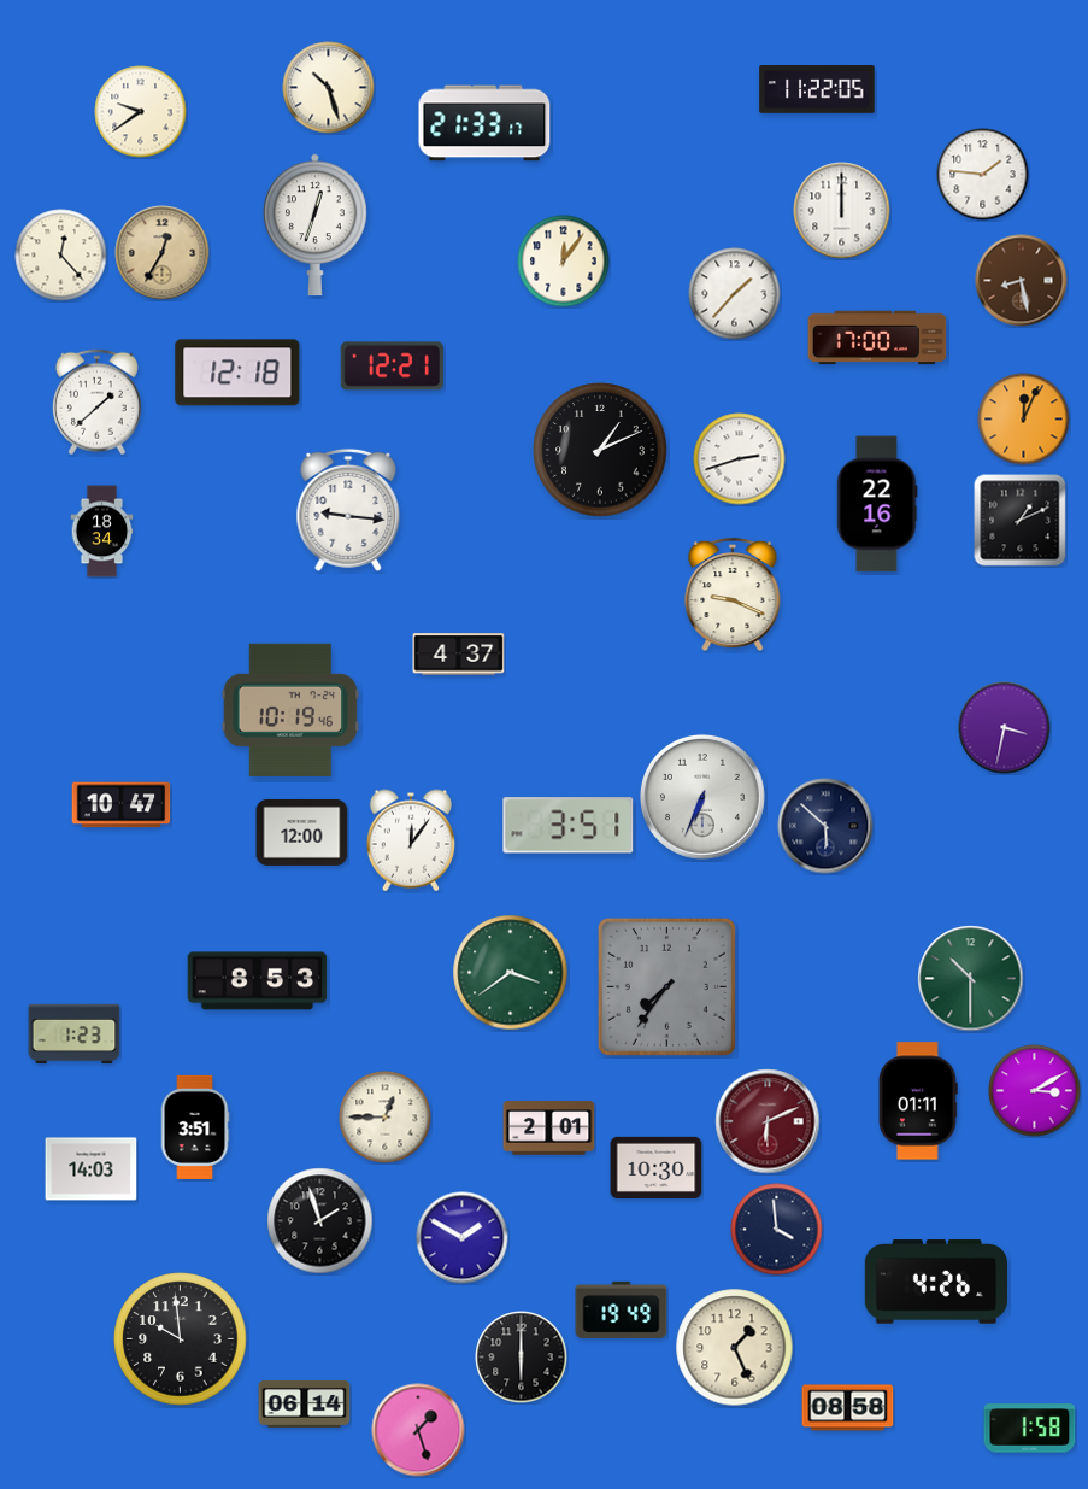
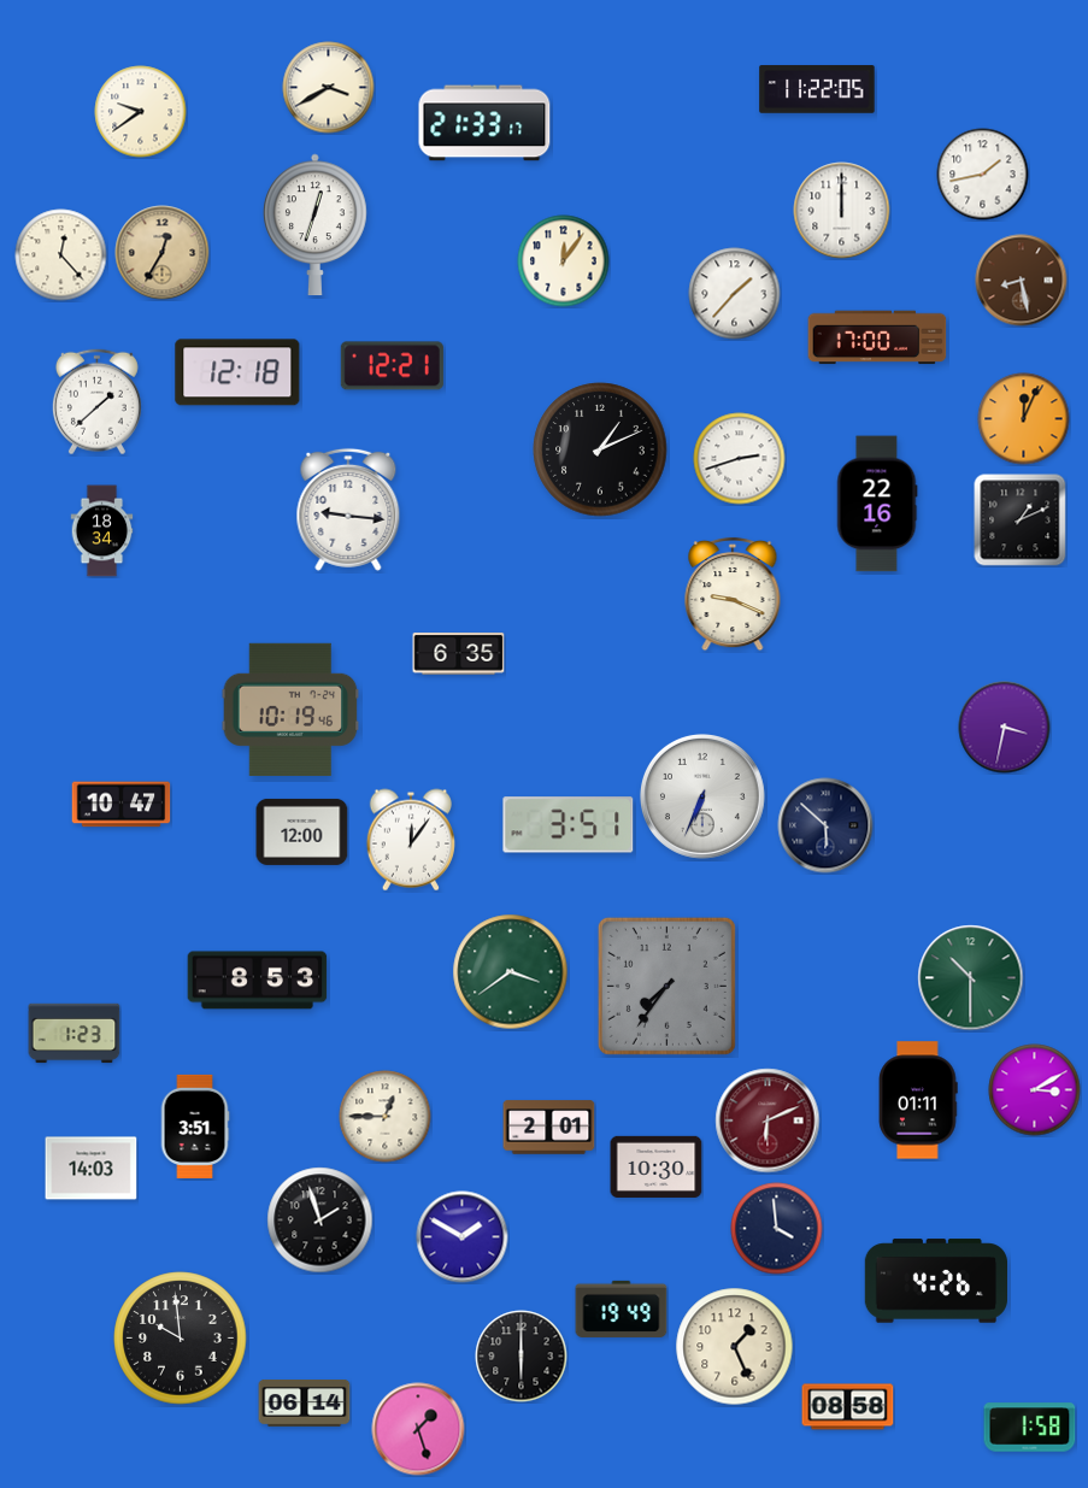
clock at (329, 88): 10:27 -> 3:40
clock at (983, 175): 1:46 -> 1:43
clock at (459, 655): 4:37 -> 6:35
